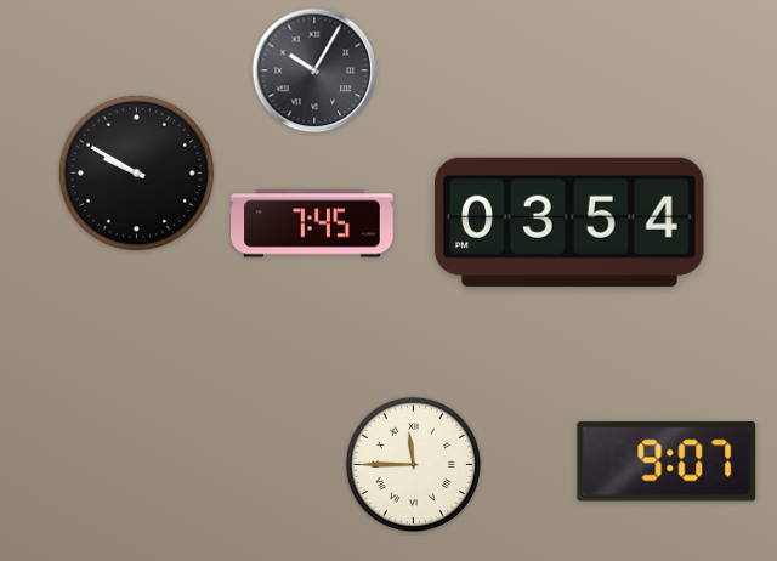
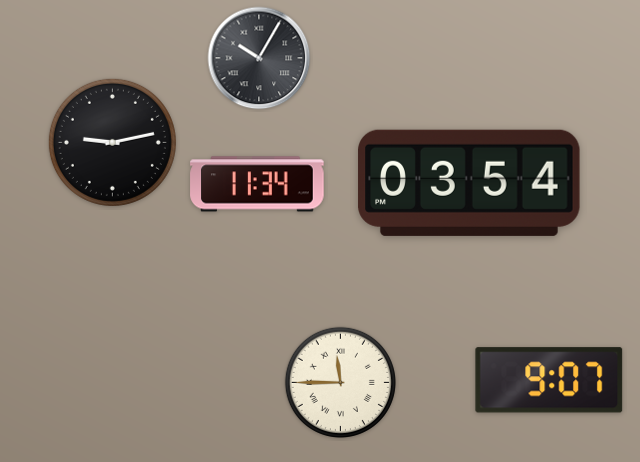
clock at (136, 172): 9:50 -> 9:13
clock at (312, 223): 7:45 -> 11:34
